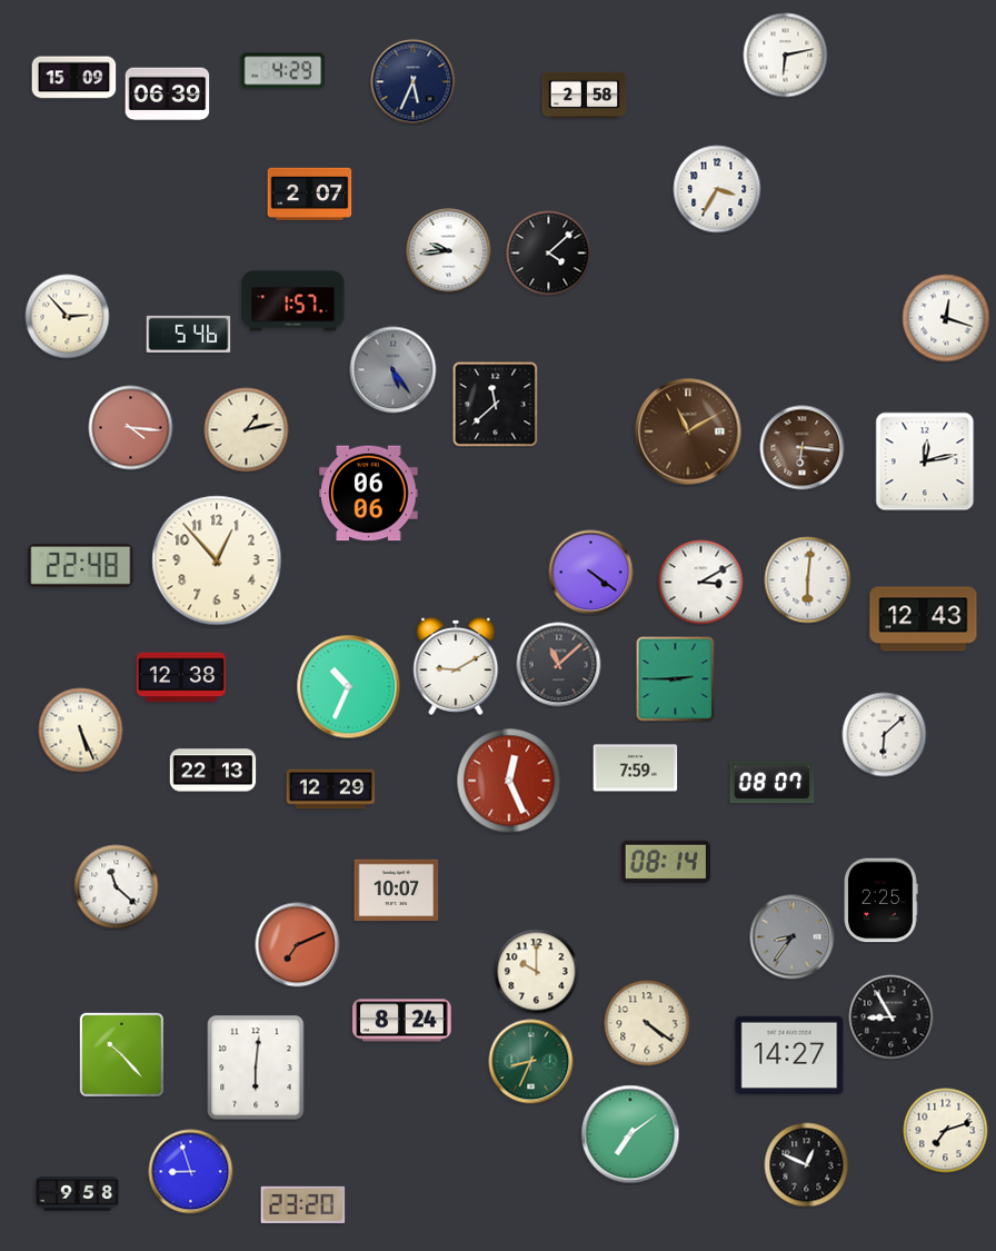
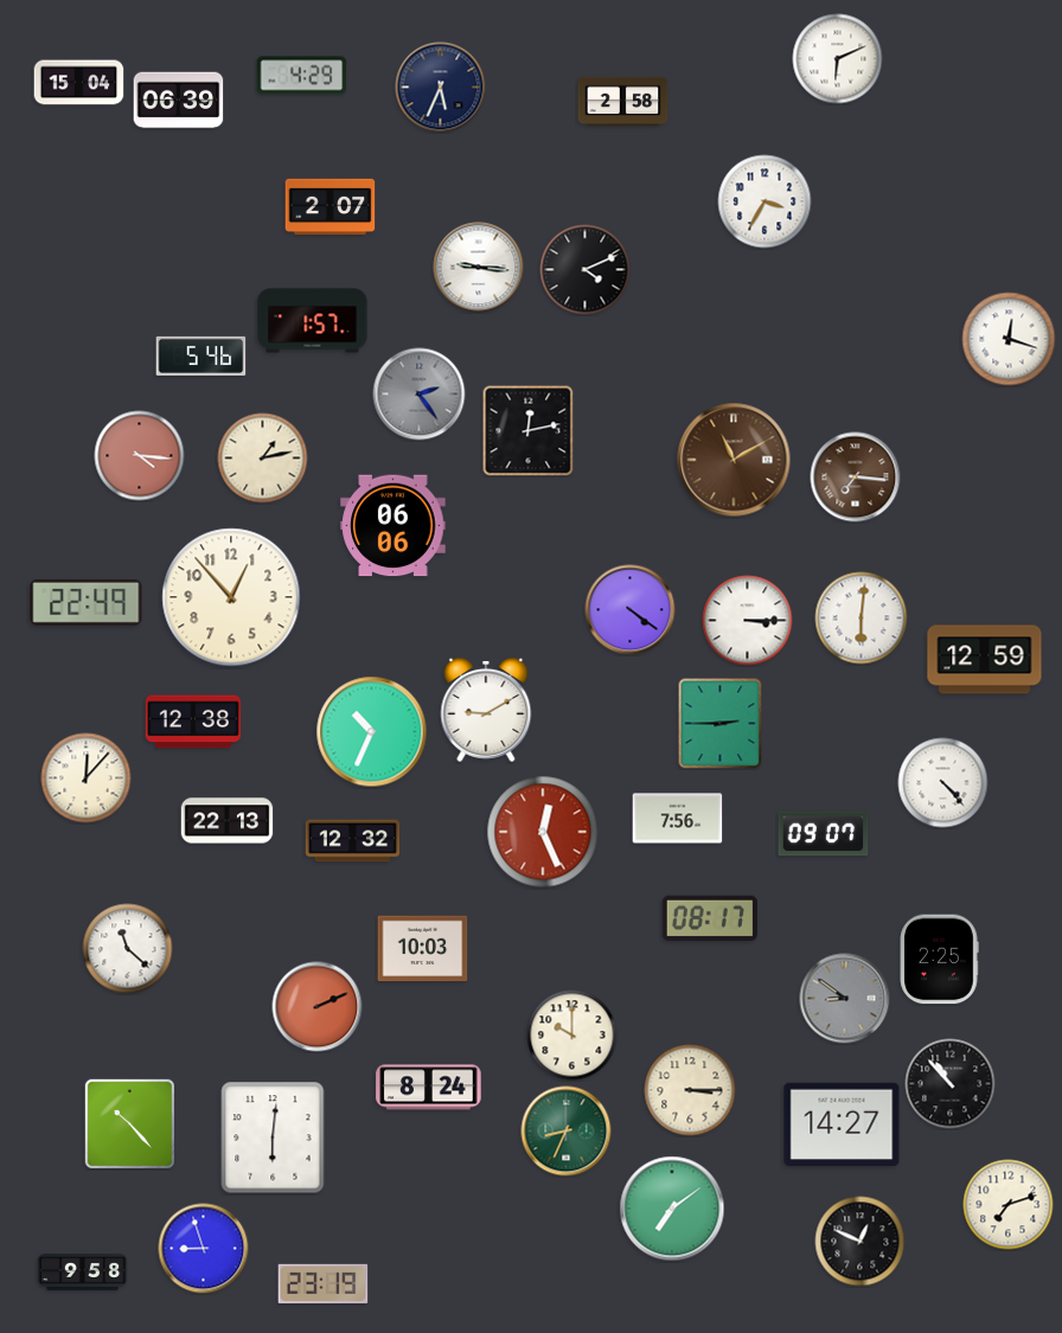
clock at (786, 56): 6:13 -> 6:11
clock at (74, 78): 15:09 -> 15:04
clock at (449, 251): 9:44 -> 9:16
clock at (549, 254): 4:08 -> 4:11
clock at (68, 317): 2:53 -> none
clock at (394, 370): 5:24 -> 2:24
clock at (496, 405): 11:38 -> 12:13
clock at (803, 448): 6:16 -> 7:16
clock at (925, 461): 12:13 -> none
clock at (81, 565): 22:48 -> 22:49
clock at (701, 583): 3:10 -> 3:15
clock at (924, 619): 12:43 -> 12:59
clock at (559, 665): 11:08 -> none
clock at (81, 731): 5:26 -> 12:07
clock at (885, 735): 6:08 -> 4:23
clock at (636, 768): 7:59 -> 7:56
clock at (773, 783): 08:07 -> 09:07
clock at (331, 790): 12:29 -> 12:32
clock at (666, 862): 08:14 -> 08:17
clock at (117, 887) position: (117, 887) -> (128, 949)
clock at (397, 891): 10:07 -> 10:03
clock at (793, 937): 8:36 -> 8:51
clock at (298, 945): 7:11 -> 2:11
clock at (892, 1017): 8:55 -> 10:53
clock at (647, 1023): 4:21 -> 3:15
clock at (303, 1204): 23:20 -> 23:19
